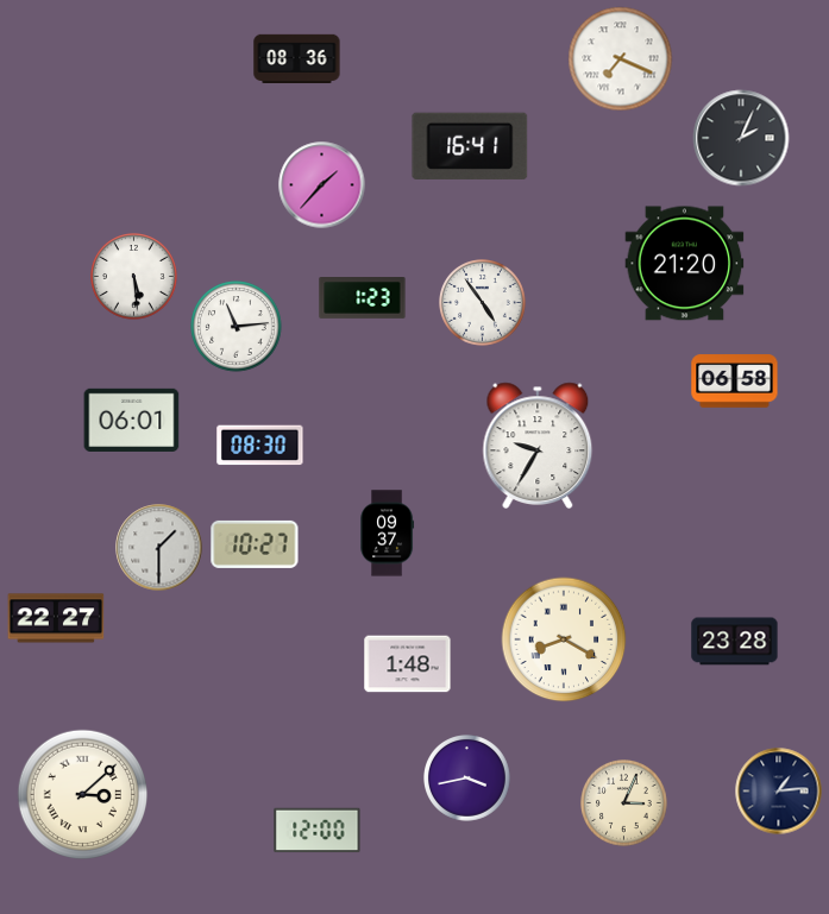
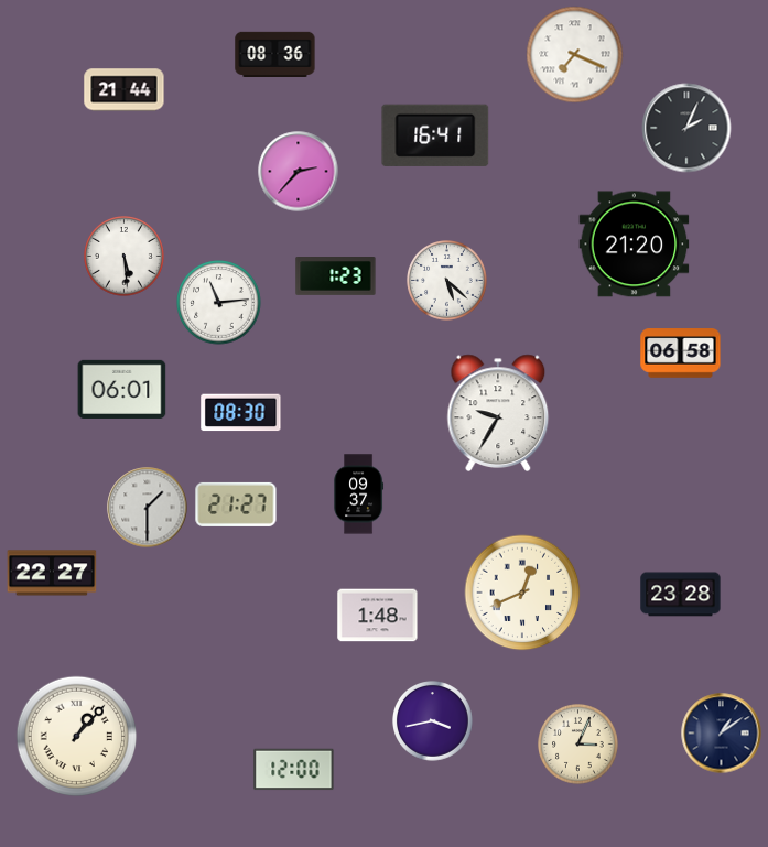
clock at (125, 90): none -> 21:44
clock at (322, 185): 1:37 -> 2:37
clock at (483, 303): 4:54 -> 5:22
clock at (255, 544): 10:27 -> 21:27
clock at (564, 639): 8:20 -> 12:41
clock at (779, 792): 1:14 -> 1:09
clock at (83, 795): 3:08 -> 1:07
